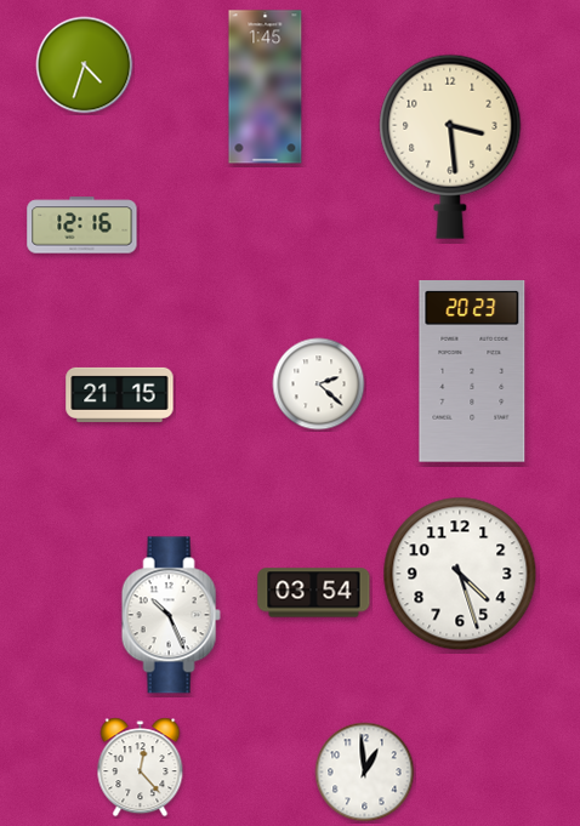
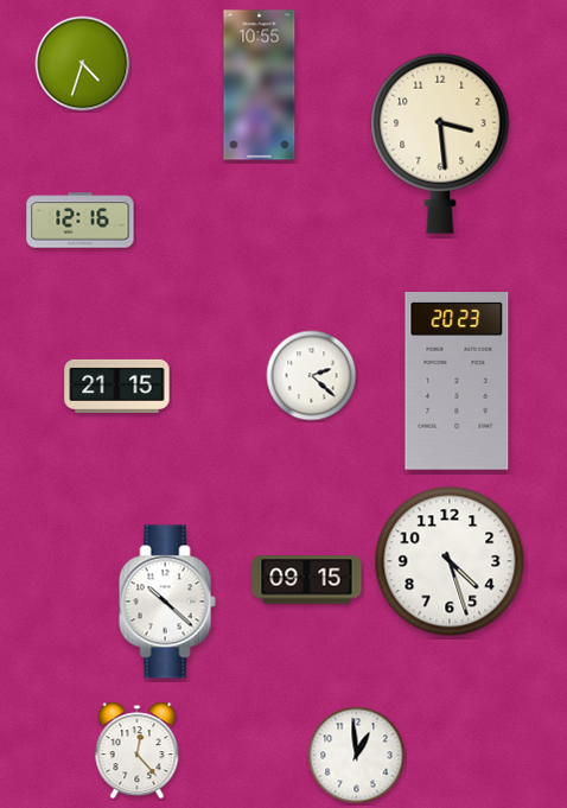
clock at (266, 87): 1:45 -> 10:55
clock at (472, 372) position: (472, 372) -> (457, 382)
clock at (314, 593): 03:54 -> 09:15
clock at (171, 615): 10:26 -> 10:22
